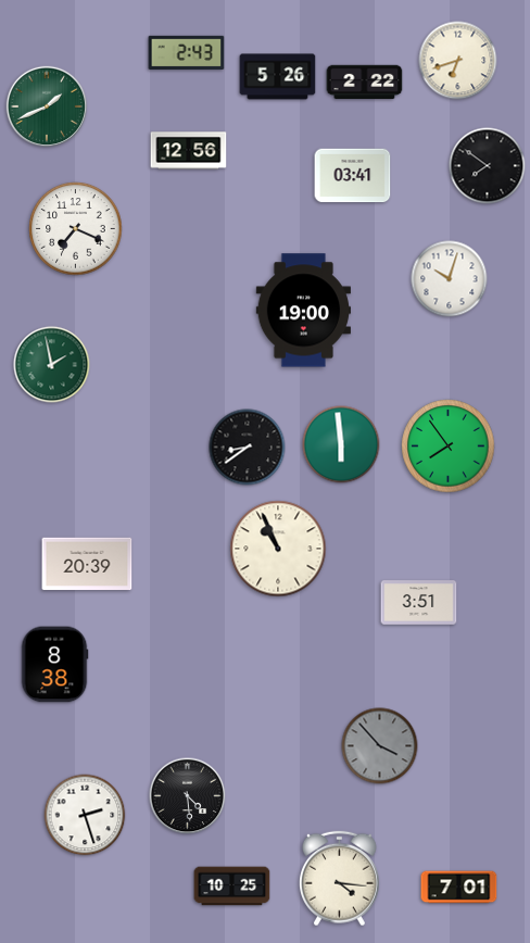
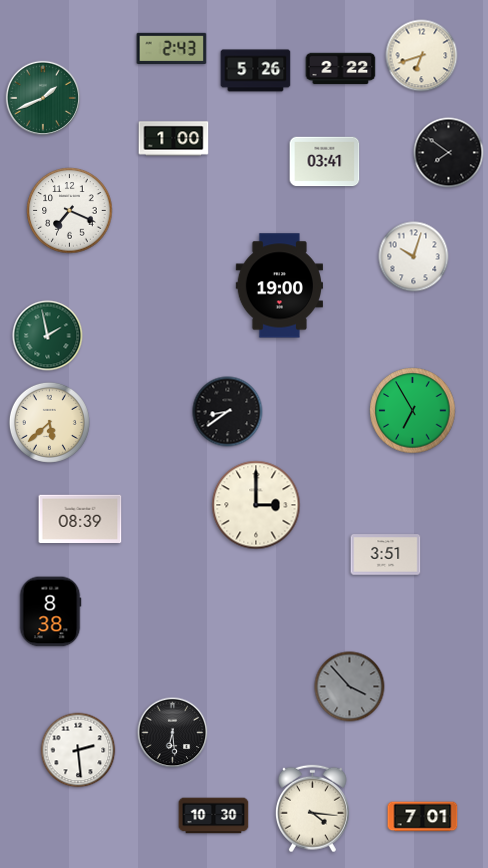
clock at (365, 83) position: (365, 83) -> (341, 69)
clock at (189, 151): 12:56 -> 1:00
clock at (341, 444): 5:59 -> none
clock at (449, 447): 7:54 -> 6:55
clock at (49, 422): none -> 5:38
clock at (278, 549): 10:56 -> 3:00
clock at (87, 564): 20:39 -> 08:39
clock at (188, 796): 4:29 -> 6:29
clock at (85, 815): 2:27 -> 2:29
clock at (232, 887): 10:25 -> 10:30
